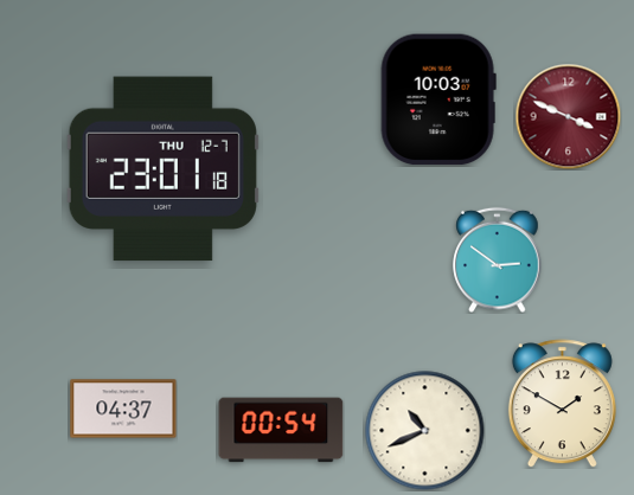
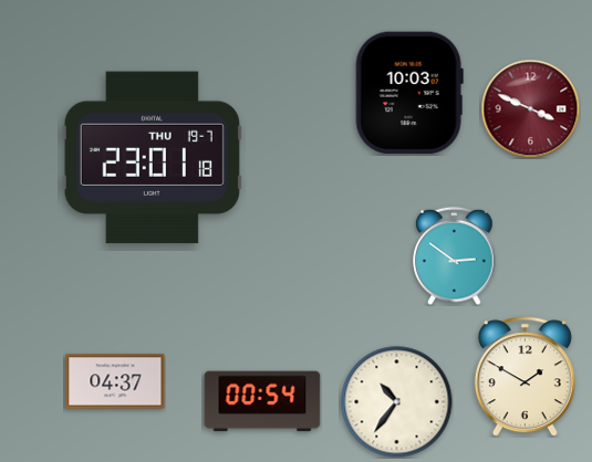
clock at (162, 169) date: THU 12-7 -> THU 19-7
clock at (498, 259) position: (498, 259) -> (455, 255)
clock at (425, 431): 10:41 -> 10:36
